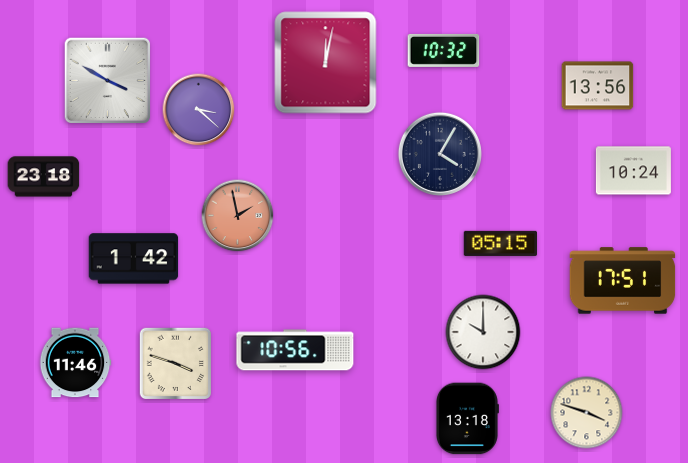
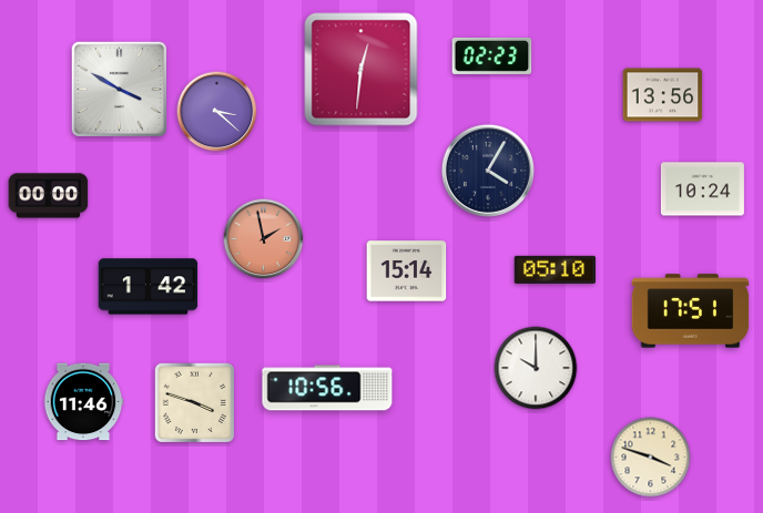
clock at (444, 50): 10:32 -> 02:23
clock at (326, 63): 12:02 -> 12:31
clock at (199, 110) position: (199, 110) -> (217, 112)
clock at (44, 177): 23:18 -> 00:00
clock at (500, 243): 05:15 -> 05:10
clock at (407, 271): none -> 15:14
clock at (467, 419): 13:18 -> none
